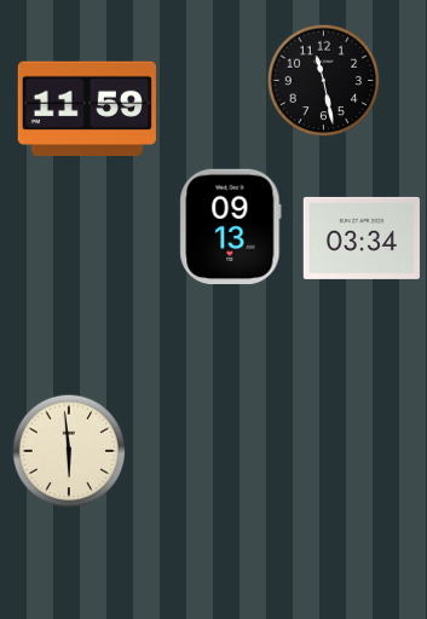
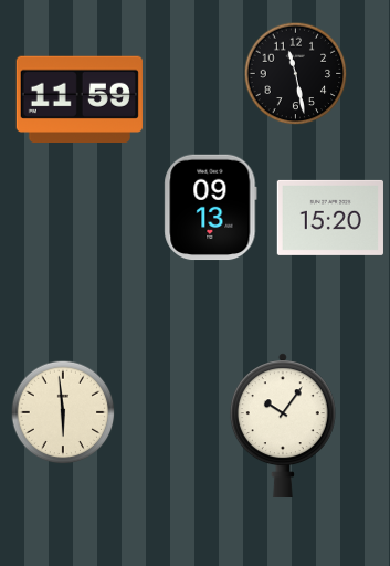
clock at (362, 238): 03:34 -> 15:20
clock at (283, 426): none -> 10:06
